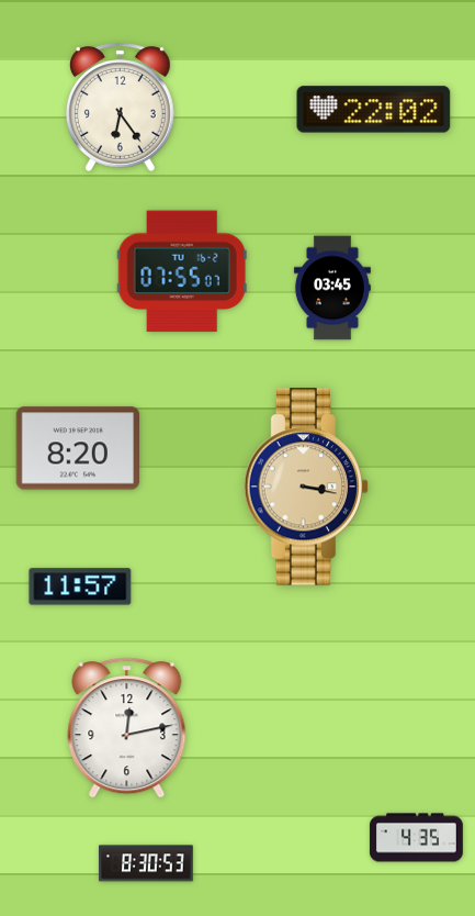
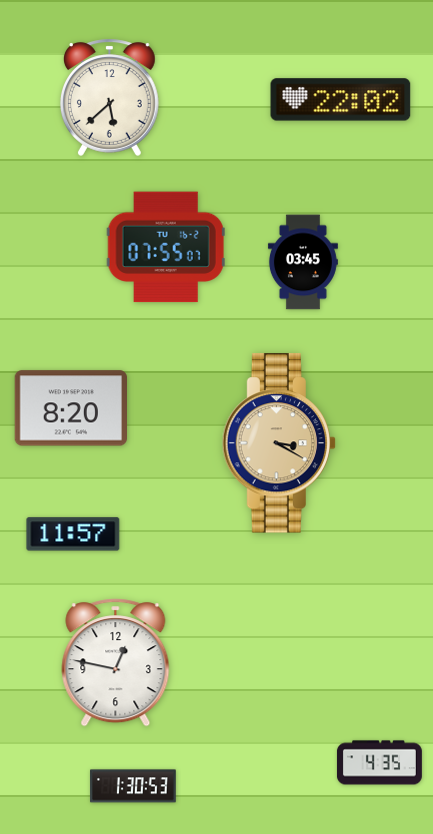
clock at (120, 107): 6:24 -> 5:38
clock at (306, 487): 3:17 -> 3:20
clock at (127, 728): 12:13 -> 12:47
clock at (146, 863): 8:30 -> 1:30
